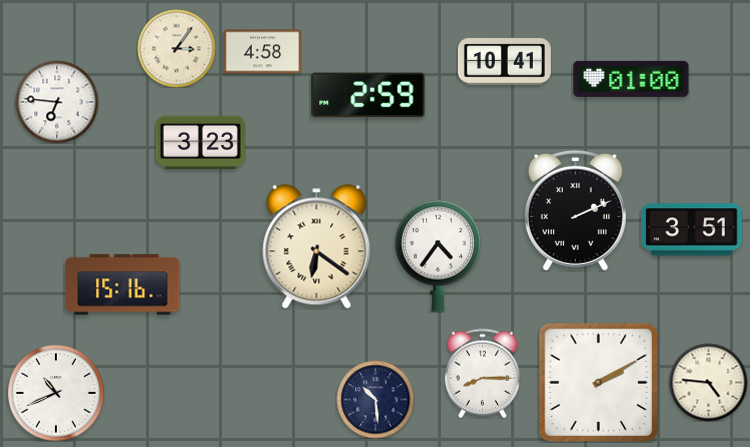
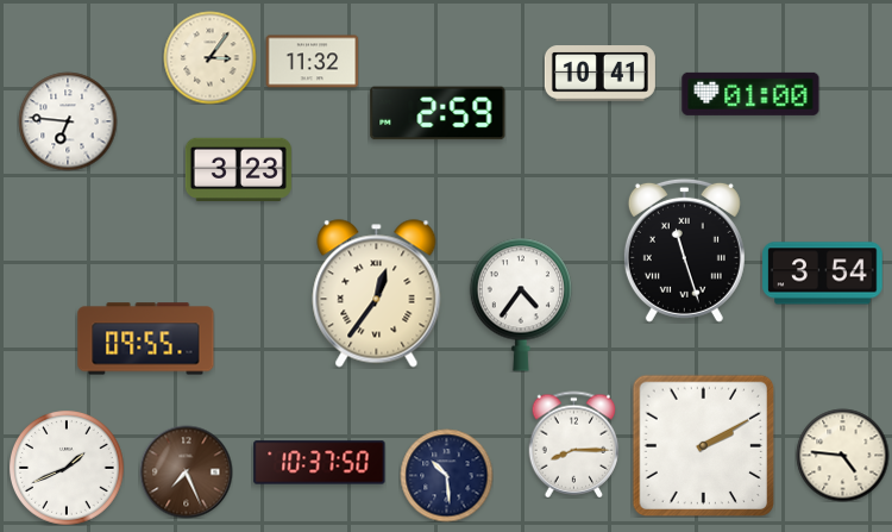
clock at (262, 52): 4:58 -> 11:32
clock at (575, 210): 2:11 -> 11:27
clock at (692, 230): 3:51 -> 3:54
clock at (317, 247): 6:21 -> 12:36
clock at (123, 285): 15:16 -> 09:55
clock at (598, 382) position: (598, 382) -> (703, 445)
clock at (320, 463): none -> 10:37
clock at (56, 393): 10:41 -> 1:41
clock at (186, 471): none -> 7:26
